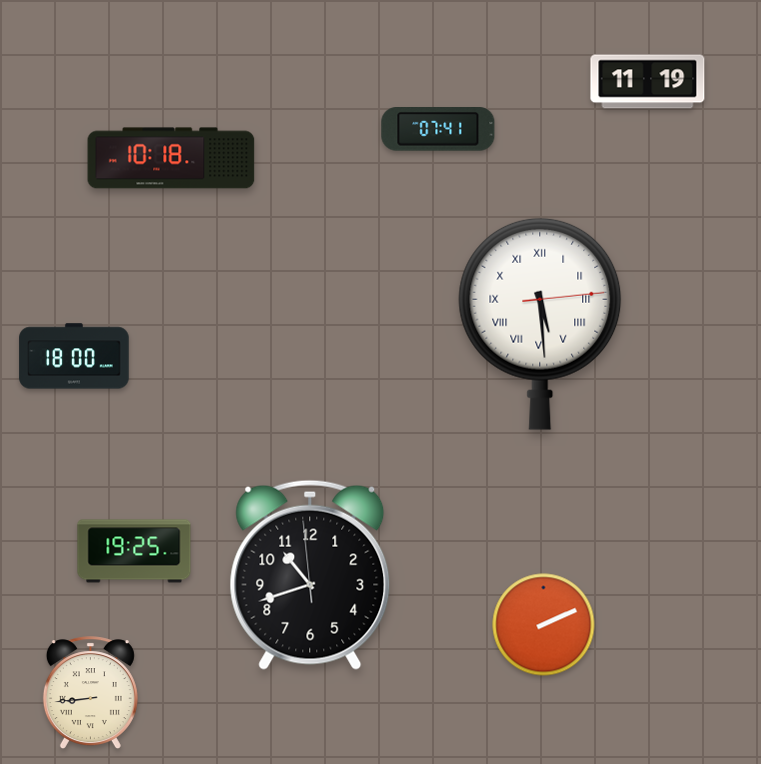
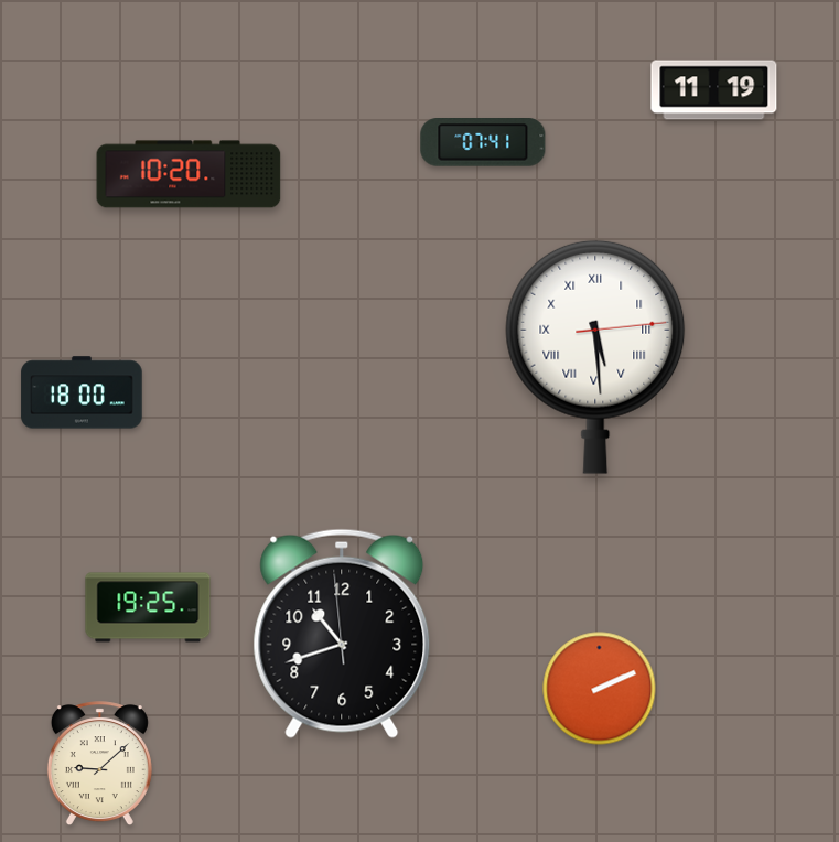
clock at (171, 158): 10:18 -> 10:20
clock at (90, 693): 8:44 -> 9:08
